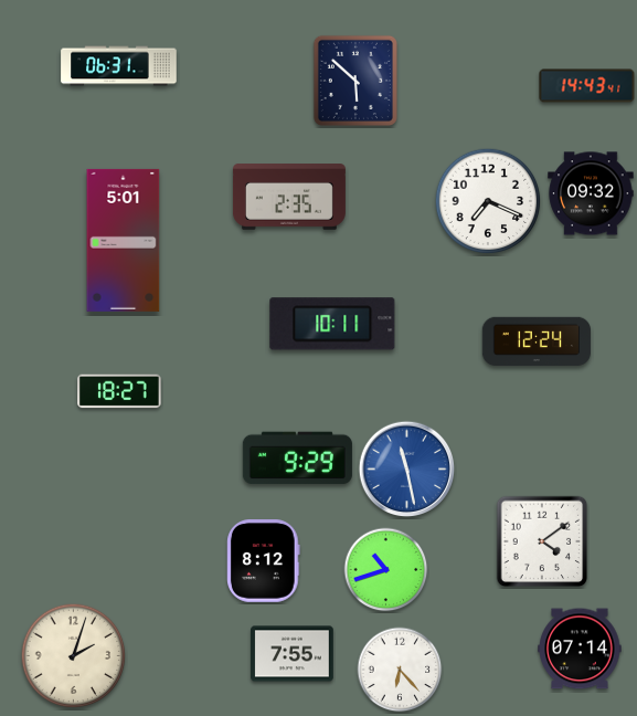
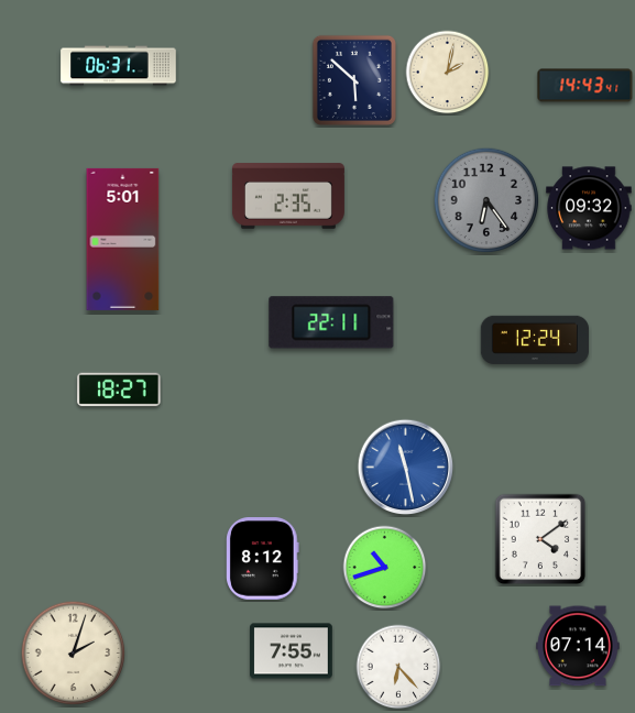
clock at (448, 73): none -> 2:02
clock at (591, 193) position: (591, 193) -> (589, 208)
clock at (488, 201): 7:19 -> 6:24
clock at (488, 201) dial: white -> grey
clock at (332, 324): 10:11 -> 22:11
clock at (297, 459): 9:29 -> none
